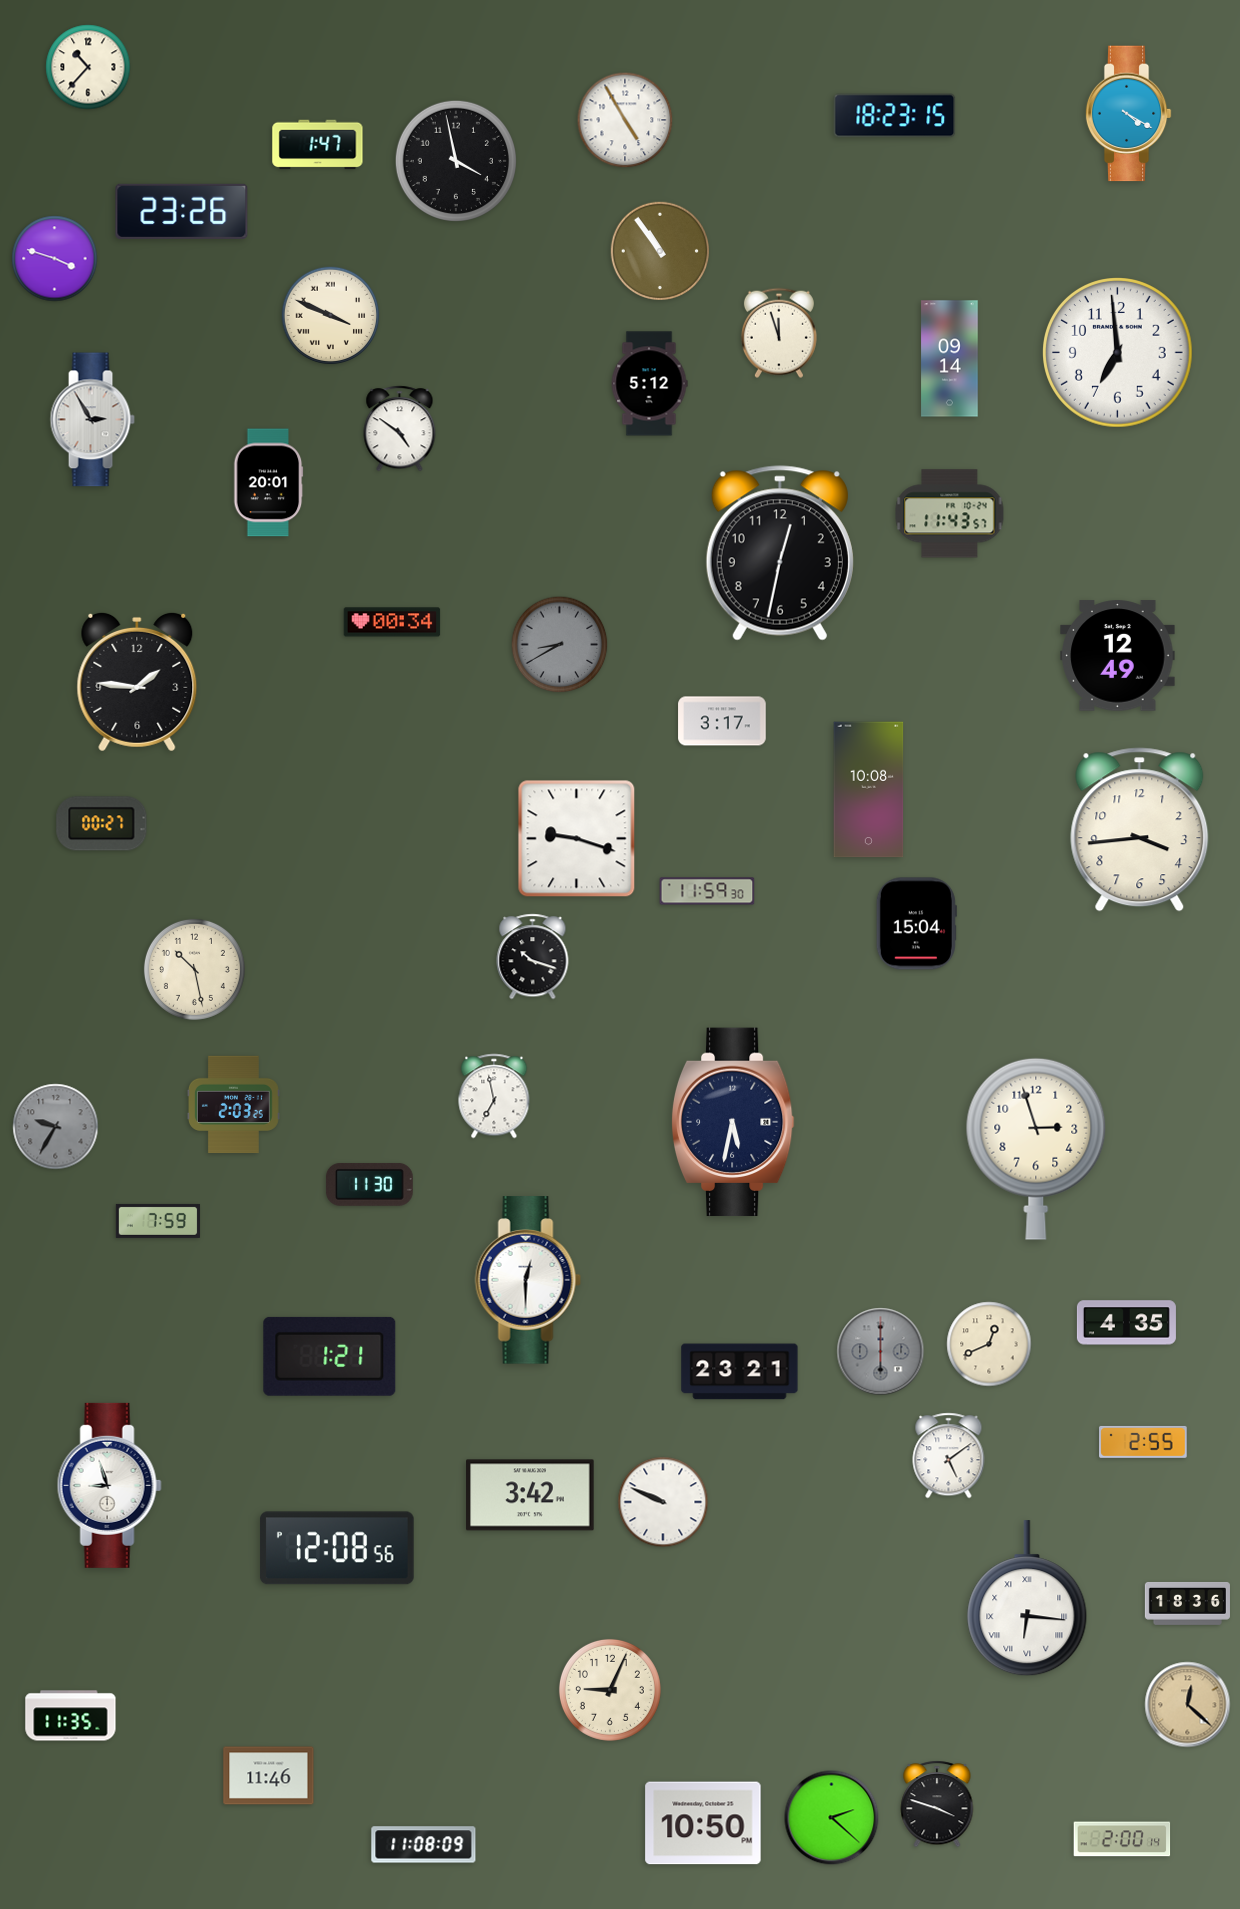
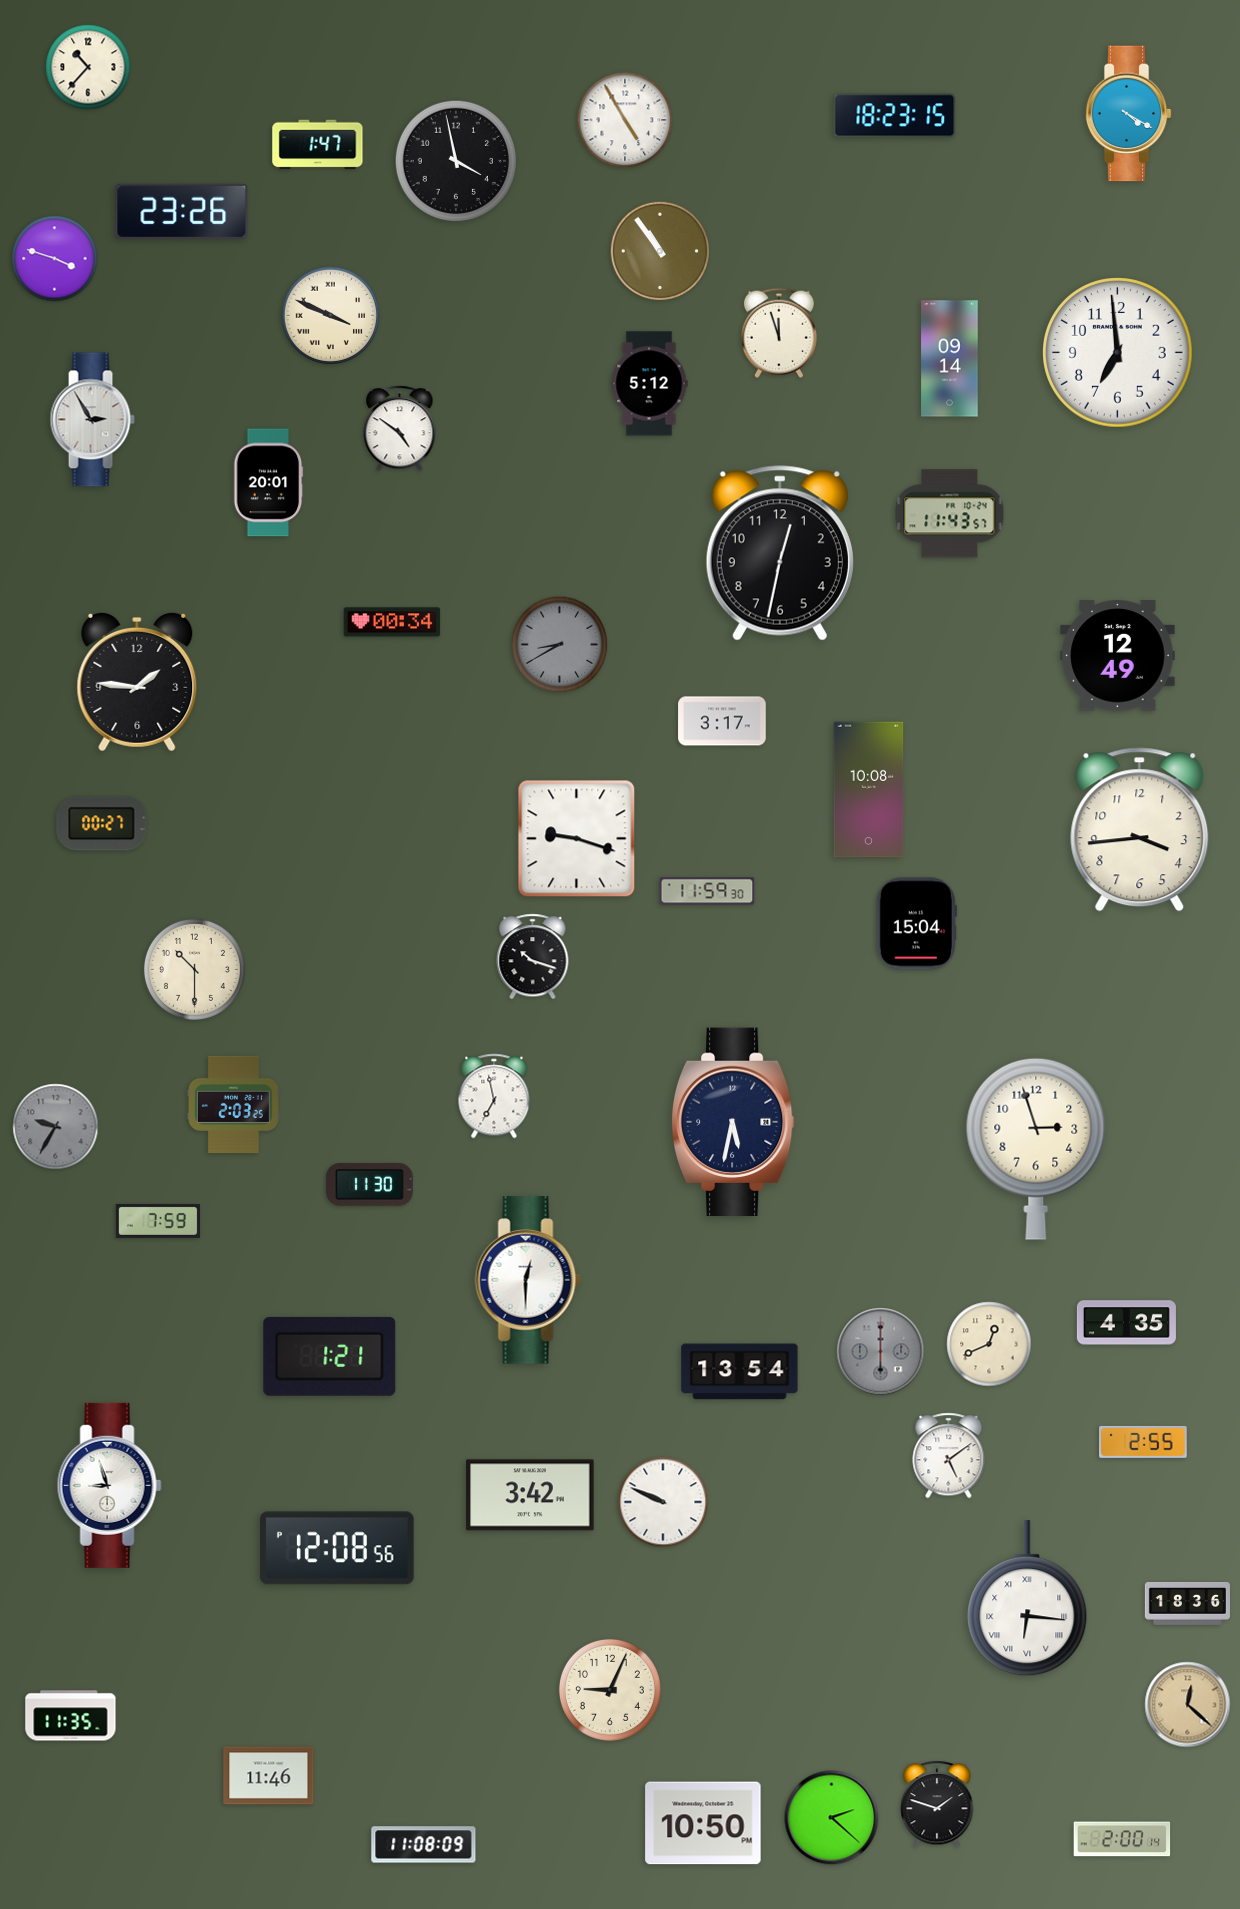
clock at (194, 969): 10:28 -> 10:30
clock at (740, 1372): 23:21 -> 13:54
clock at (937, 1804): 3:48 -> 1:48
